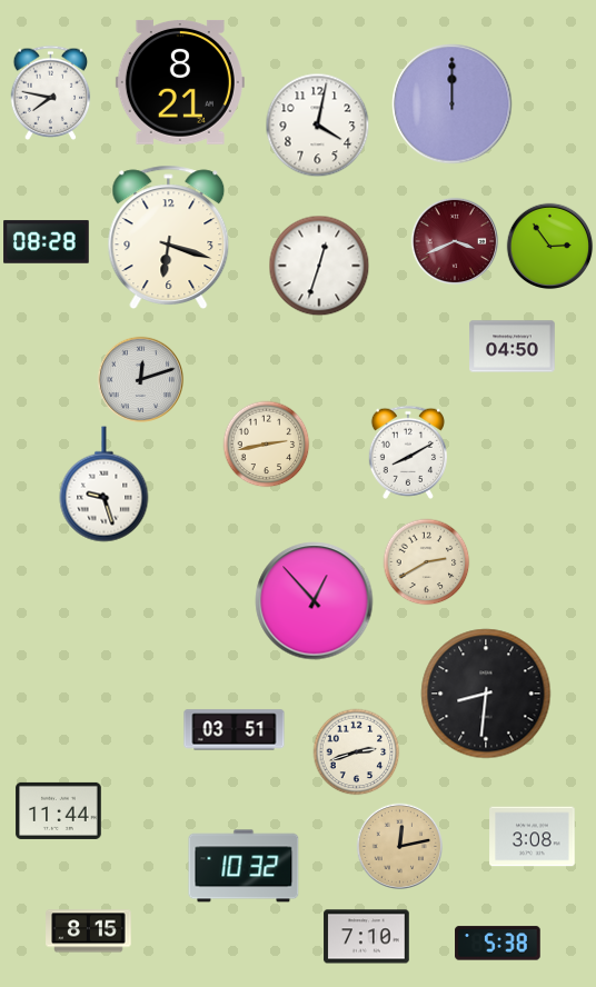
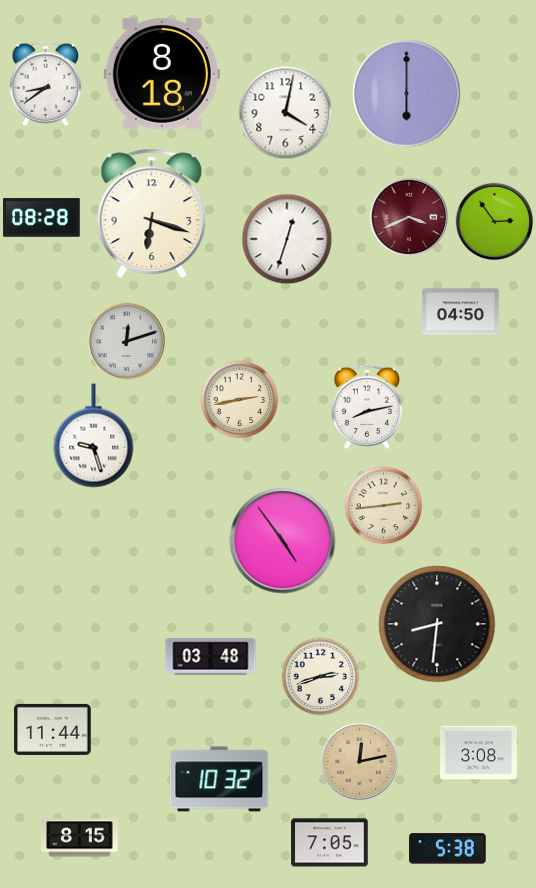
clock at (180, 82): 8:21 -> 8:18
clock at (51, 92): 7:47 -> 8:39
clock at (453, 104): 12:00 -> 6:00
clock at (408, 452): 8:10 -> 8:13
clock at (426, 561): 2:40 -> 2:44
clock at (315, 601): 12:53 -> 4:54
clock at (235, 730): 03:51 -> 03:48
clock at (367, 937): 7:10 -> 7:05
